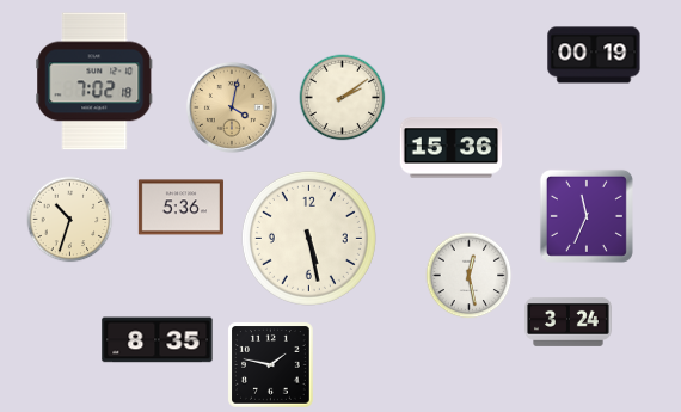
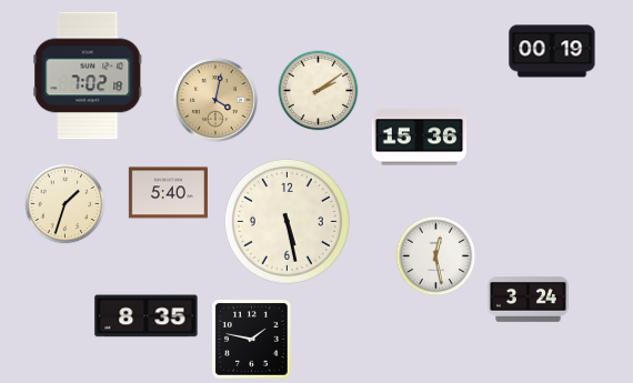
clock at (180, 208): 5:36 -> 5:40
clock at (587, 216): 11:34 -> none
clock at (70, 220): 10:33 -> 1:33
